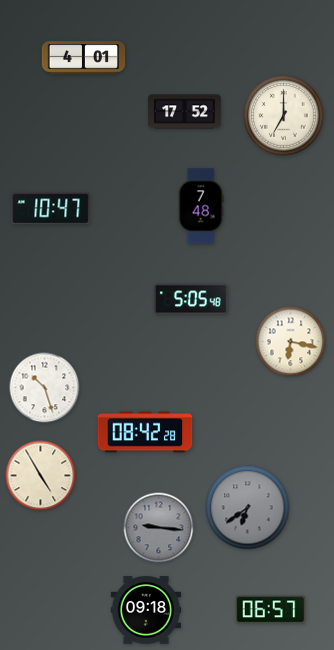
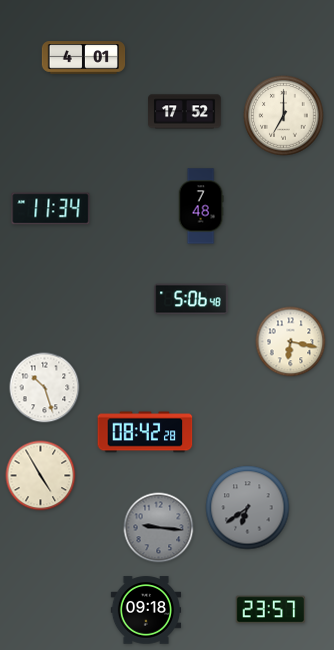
clock at (51, 209): 10:47 -> 11:34
clock at (191, 299): 5:05 -> 5:06
clock at (271, 610): 06:57 -> 23:57
